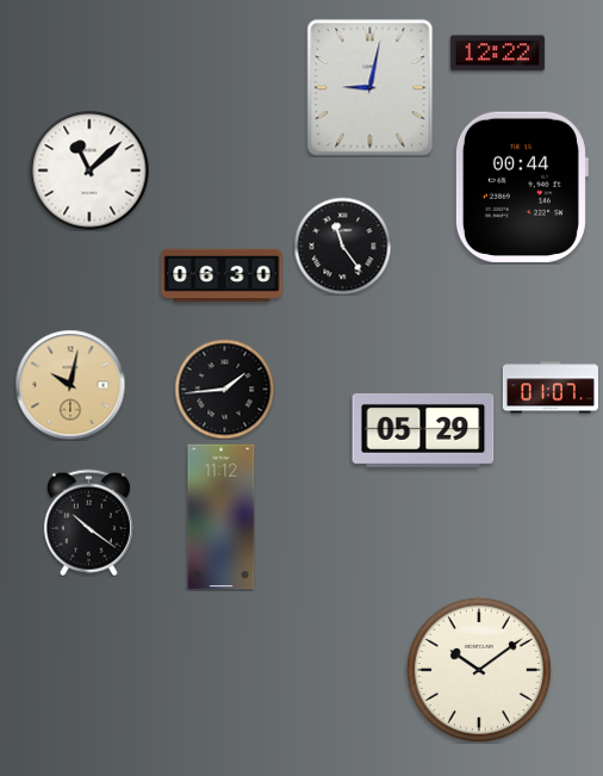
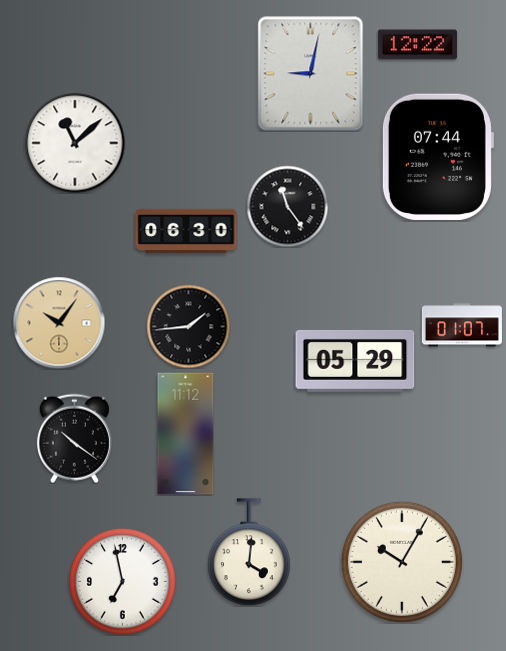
clock at (521, 187): 00:44 -> 07:44
clock at (70, 385): 10:02 -> 10:06
clock at (250, 552): none -> 4:01
clock at (479, 670): 10:09 -> 10:05
clock at (123, 582): none -> 6:58
